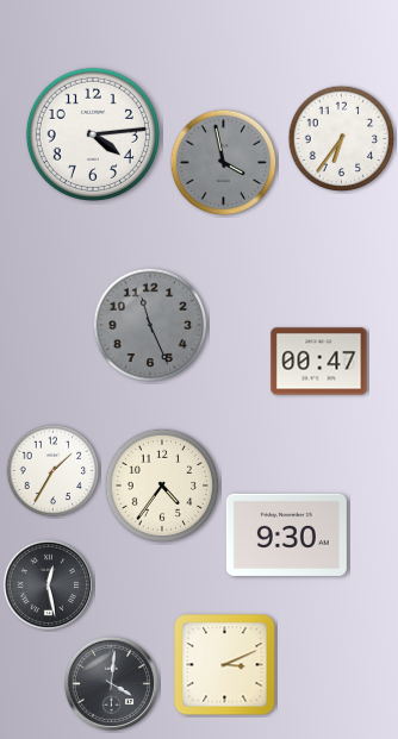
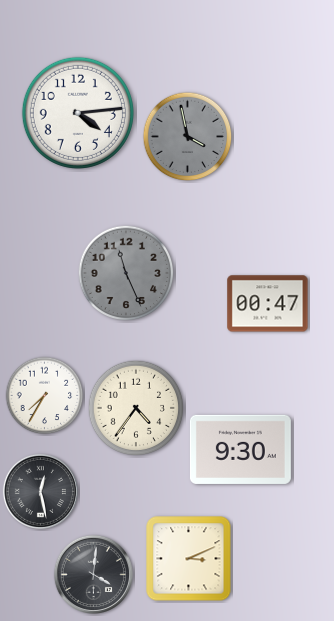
clock at (342, 139): 6:36 -> none
clock at (54, 471): 1:35 -> 7:35
